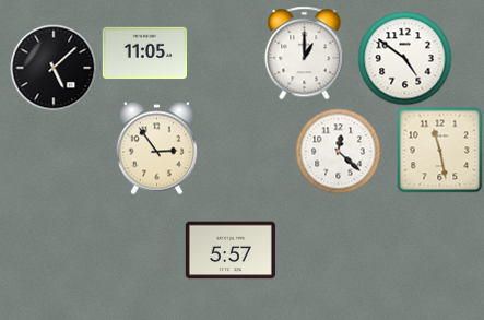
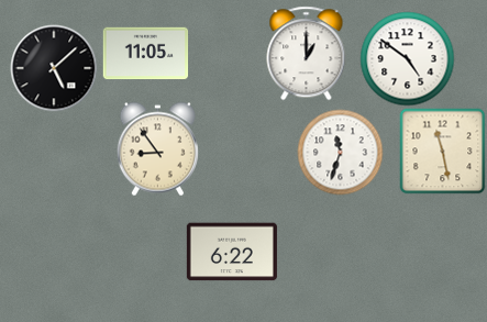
clock at (156, 147): 2:54 -> 8:54
clock at (338, 151): 12:22 -> 11:33
clock at (231, 250): 5:57 -> 6:22
